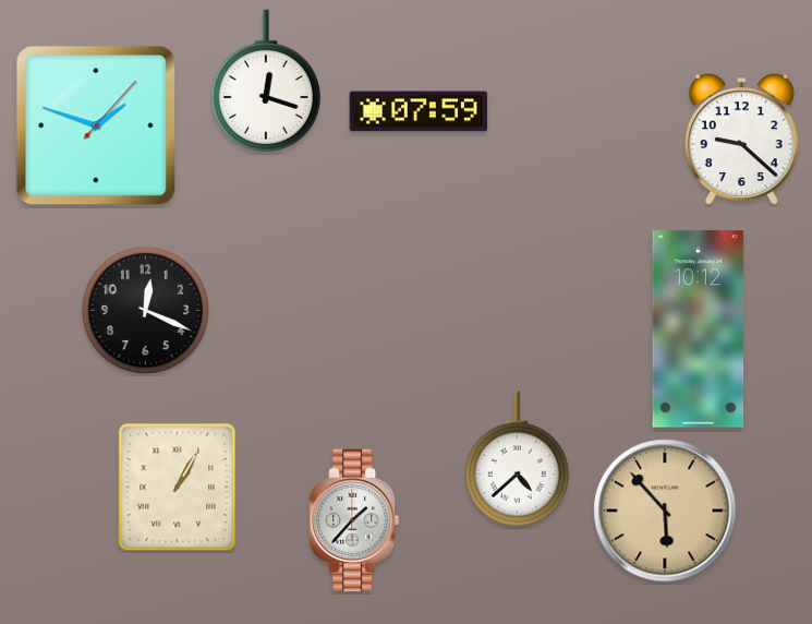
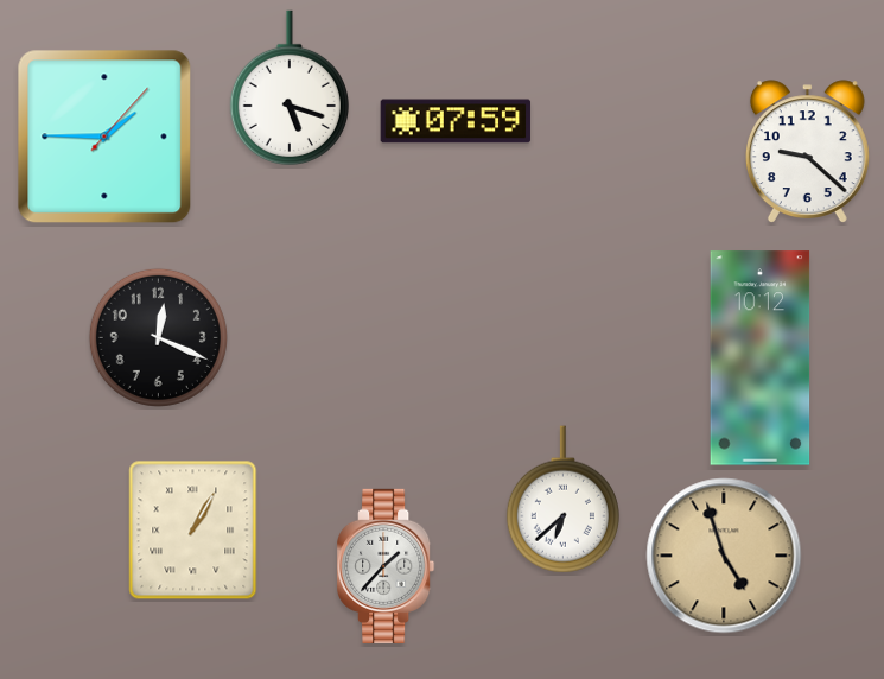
clock at (266, 81): 12:18 -> 5:18
clock at (96, 125): 1:48 -> 1:45
clock at (517, 459): 4:38 -> 6:38
clock at (665, 511): 5:53 -> 4:57
